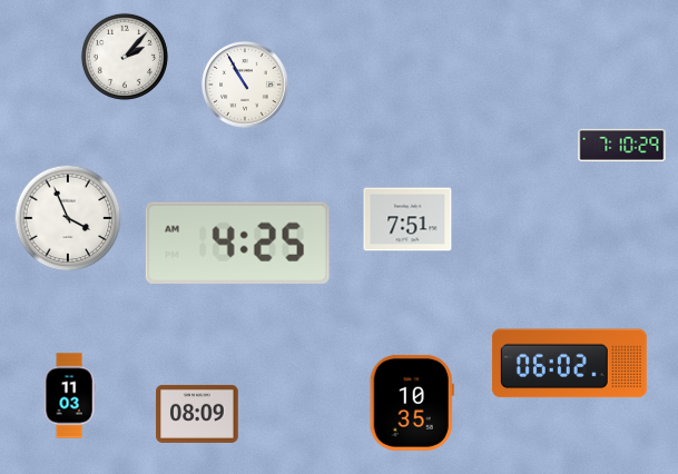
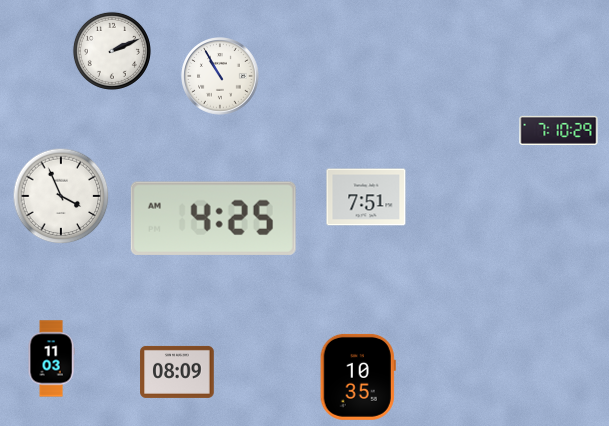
clock at (125, 57): 2:07 -> 2:11
clock at (569, 364): 06:02 -> none
clock at (69, 396) position: (69, 396) -> (51, 359)
clock at (412, 403) position: (412, 403) -> (358, 377)
